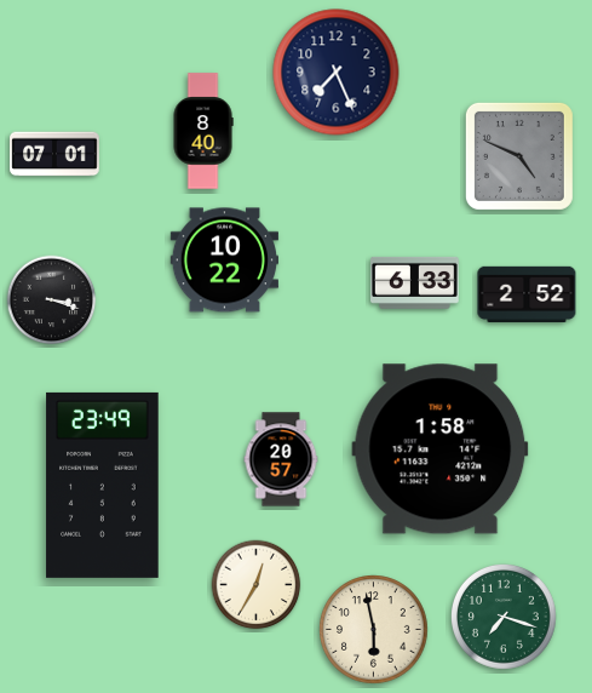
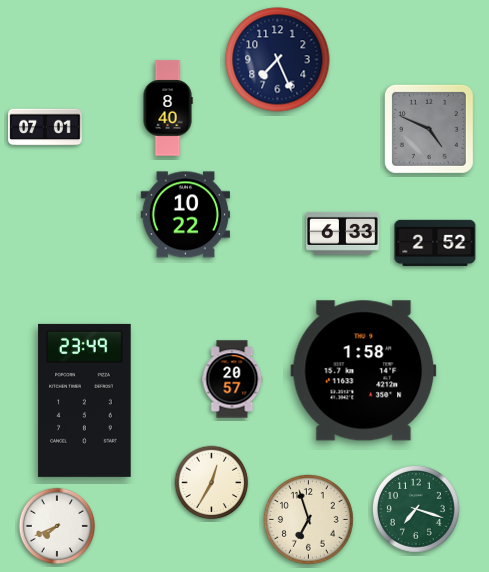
clock at (52, 300): 3:18 -> none
clock at (374, 630): 5:58 -> 6:57
clock at (57, 526): none -> 7:41
